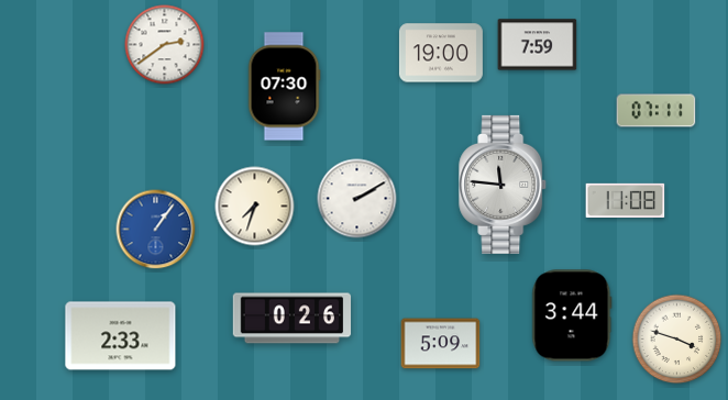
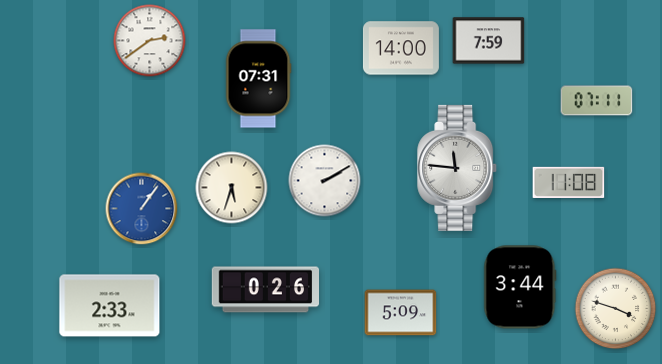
clock at (441, 53): 19:00 -> 14:00
clock at (284, 87): 07:30 -> 07:31
clock at (255, 207): 7:33 -> 5:33
